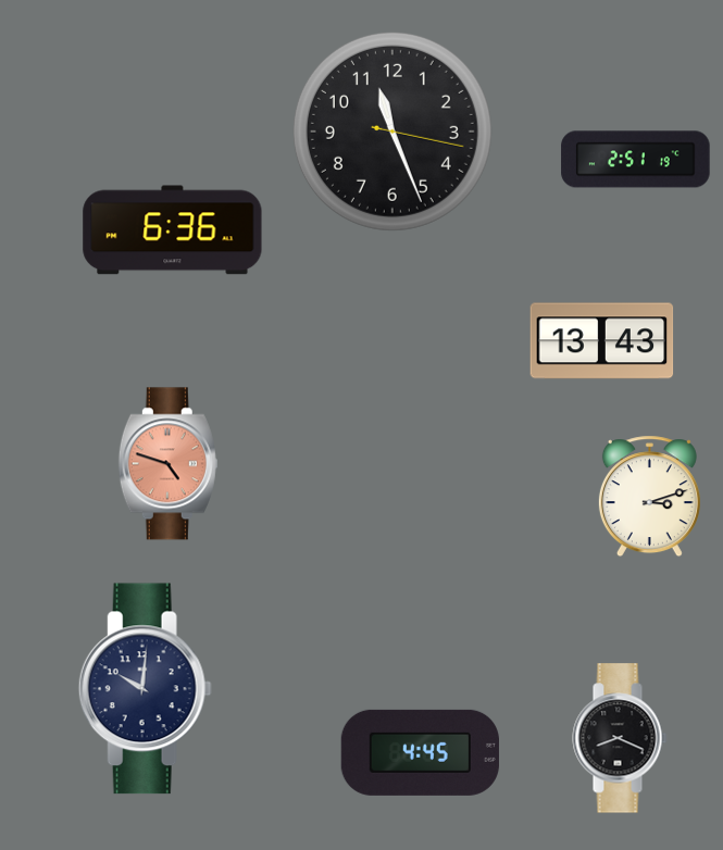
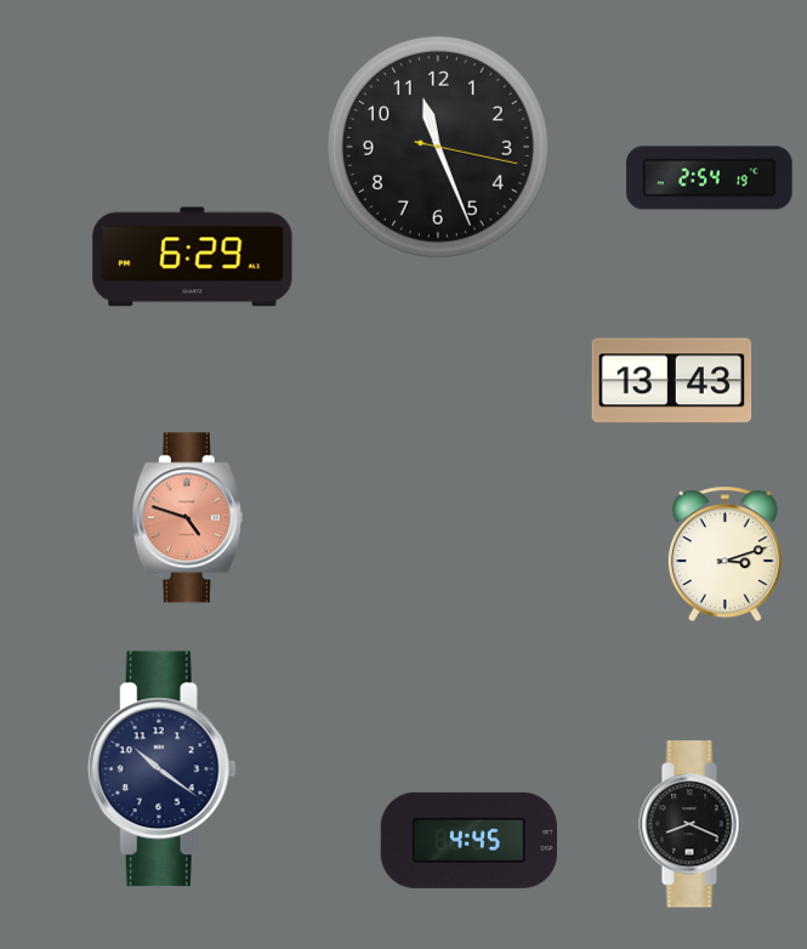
clock at (636, 160): 2:51 -> 2:54
clock at (173, 230): 6:36 -> 6:29
clock at (145, 689): 10:01 -> 10:21
